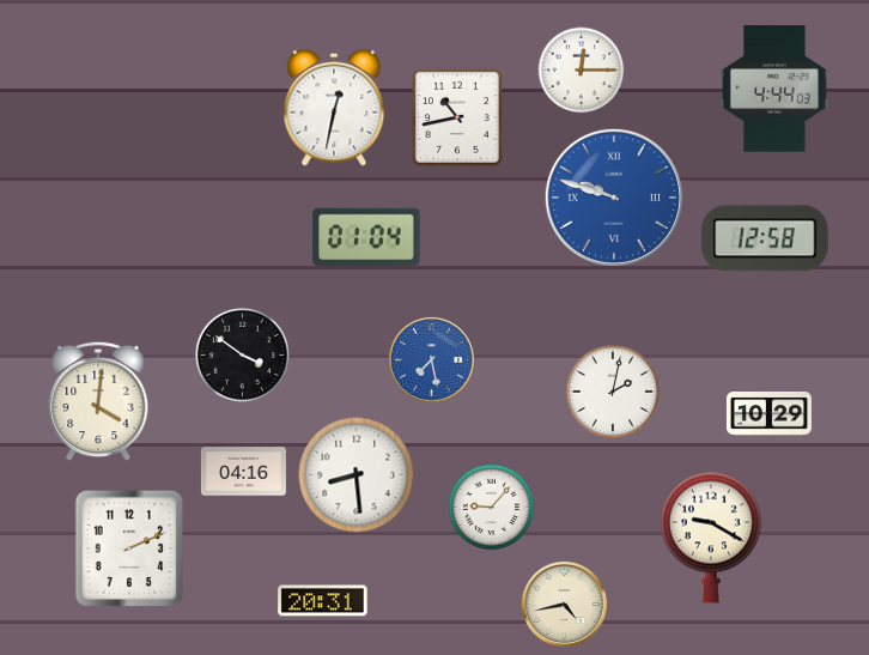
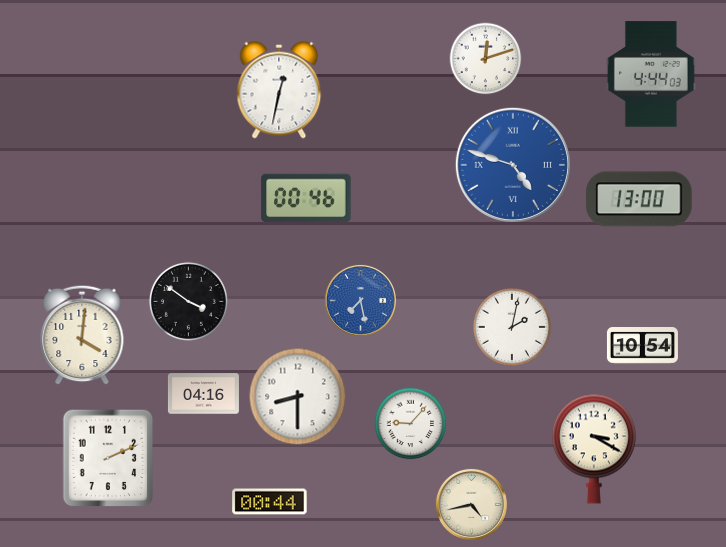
clock at (582, 71): 12:15 -> 12:12
clock at (774, 89) position: (774, 89) -> (651, 74)
clock at (457, 117): 10:43 -> none
clock at (614, 198): 9:48 -> 4:48
clock at (366, 237): 01:04 -> 00:46
clock at (765, 238): 12:58 -> 13:00
clock at (242, 354) position: (242, 354) -> (188, 301)
clock at (768, 414): 10:29 -> 10:54
clock at (357, 475): 8:29 -> 8:30
clock at (711, 538): 9:20 -> 3:20
clock at (323, 601): 20:31 -> 00:44
